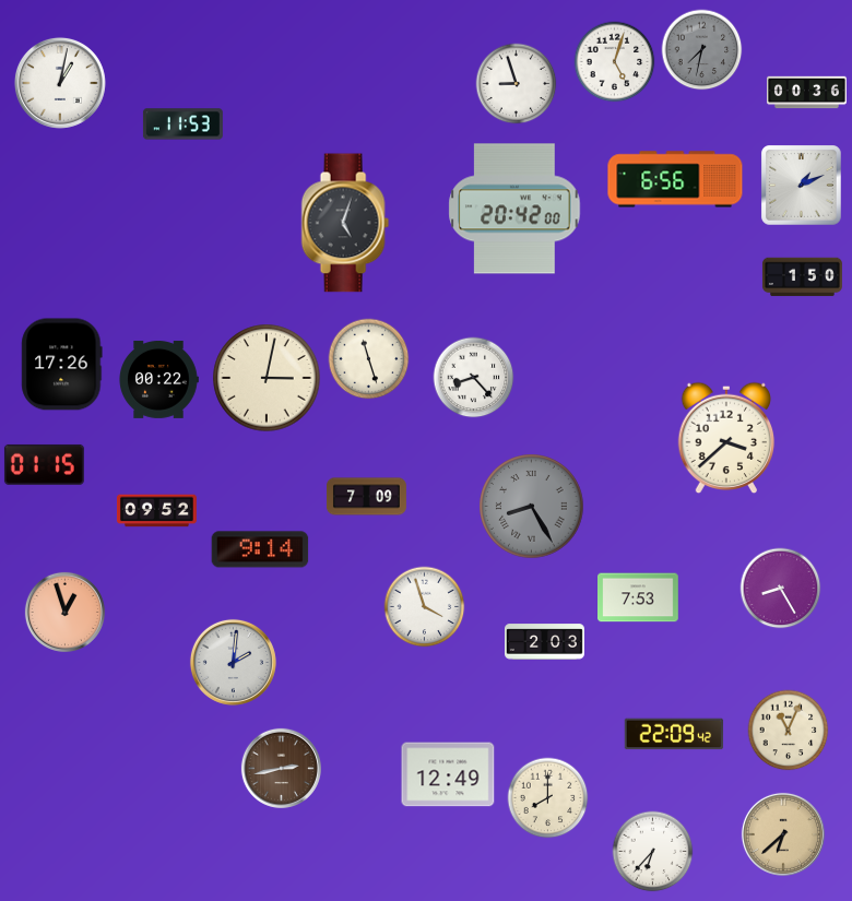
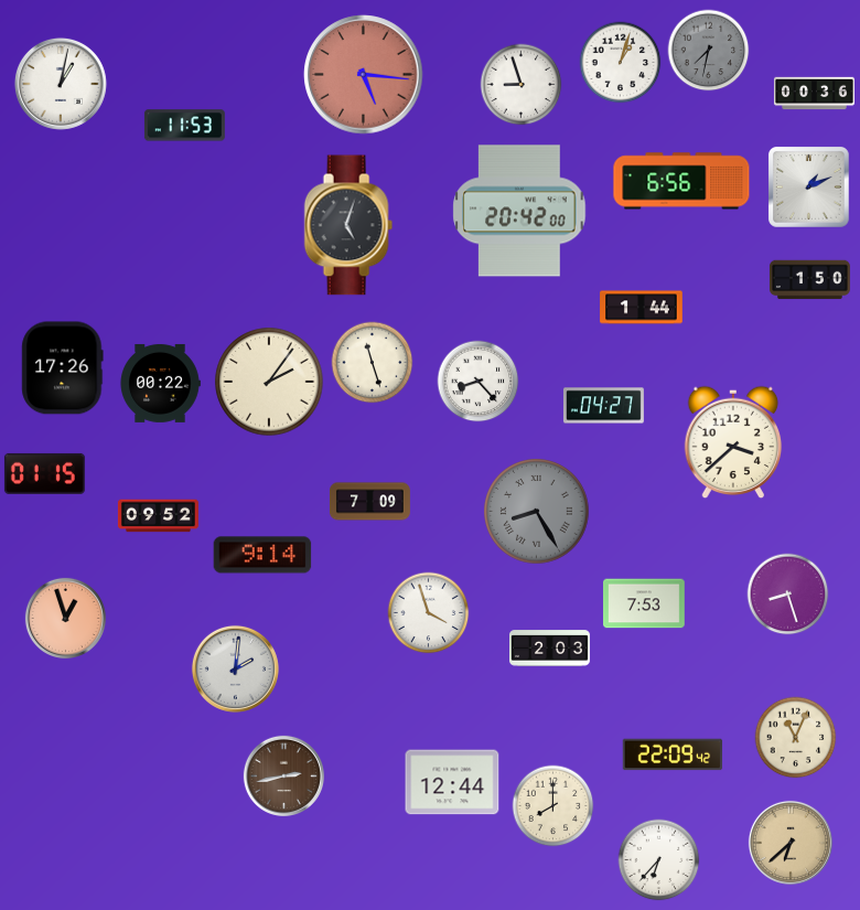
clock at (615, 62): 5:03 -> 1:03
clock at (364, 75): none -> 5:16
clock at (642, 308): none -> 1:44
clock at (267, 378): 3:02 -> 2:06
clock at (603, 406): none -> 04:27
clock at (44, 464) position: (44, 464) -> (44, 473)
clock at (781, 589): 8:25 -> 8:27
clock at (674, 734) position: (674, 734) -> (673, 754)
clock at (448, 774): 12:49 -> 12:44
